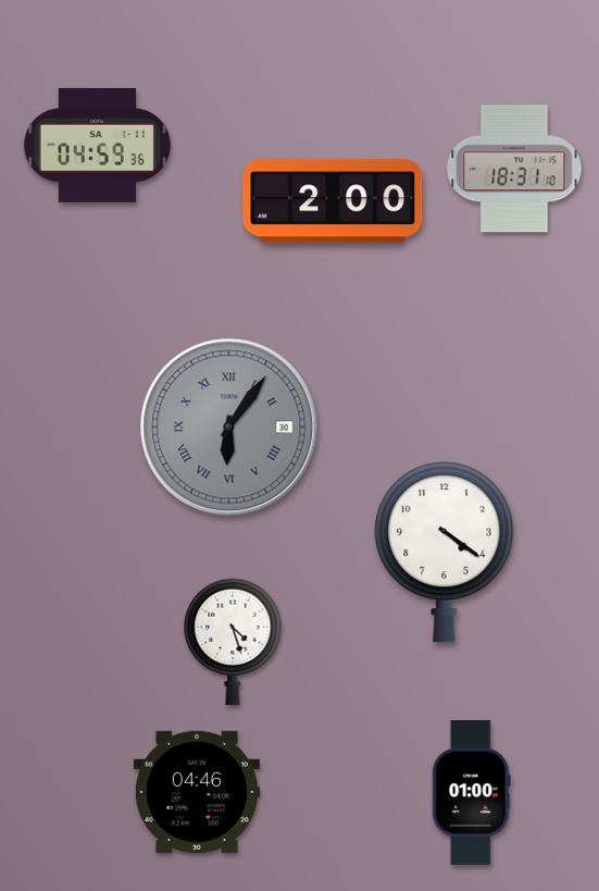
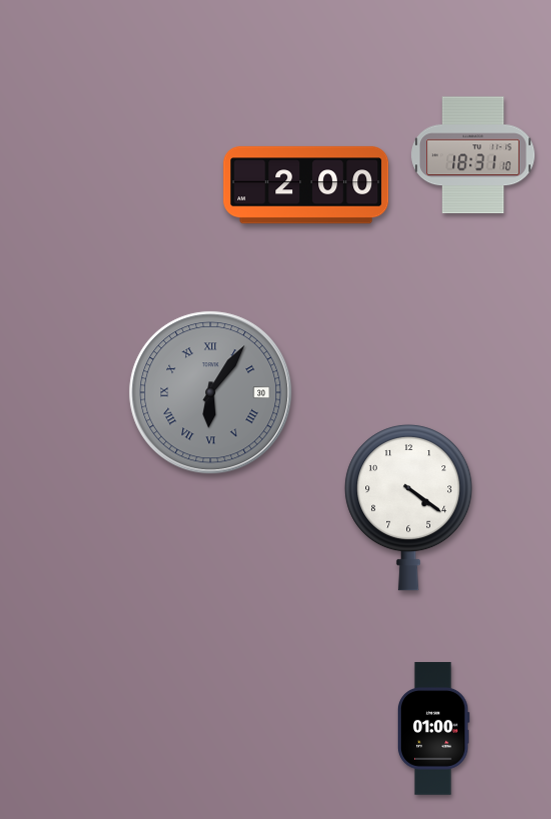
clock at (97, 145): 04:59 -> none
clock at (233, 642): 4:27 -> none
clock at (197, 792): 04:46 -> none
